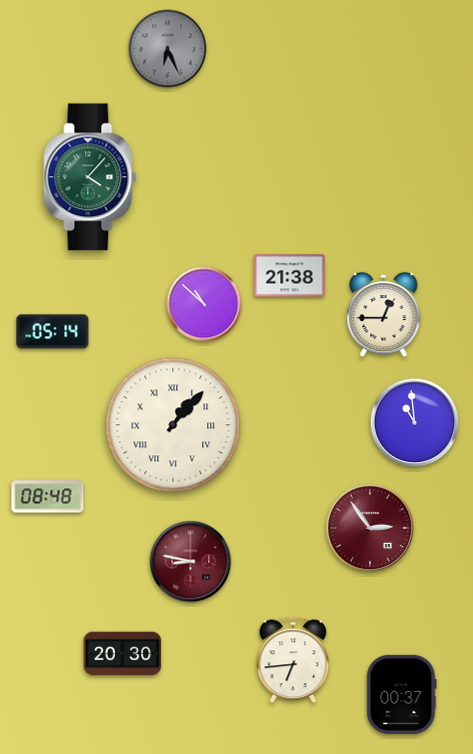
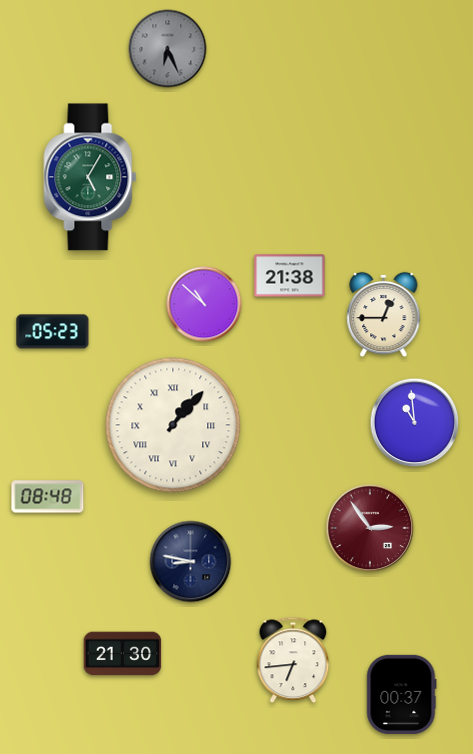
clock at (90, 177): 4:07 -> 5:05
clock at (53, 332): 05:14 -> 05:23
clock at (191, 562) dial: burgundy -> navy
clock at (123, 654): 20:30 -> 21:30
